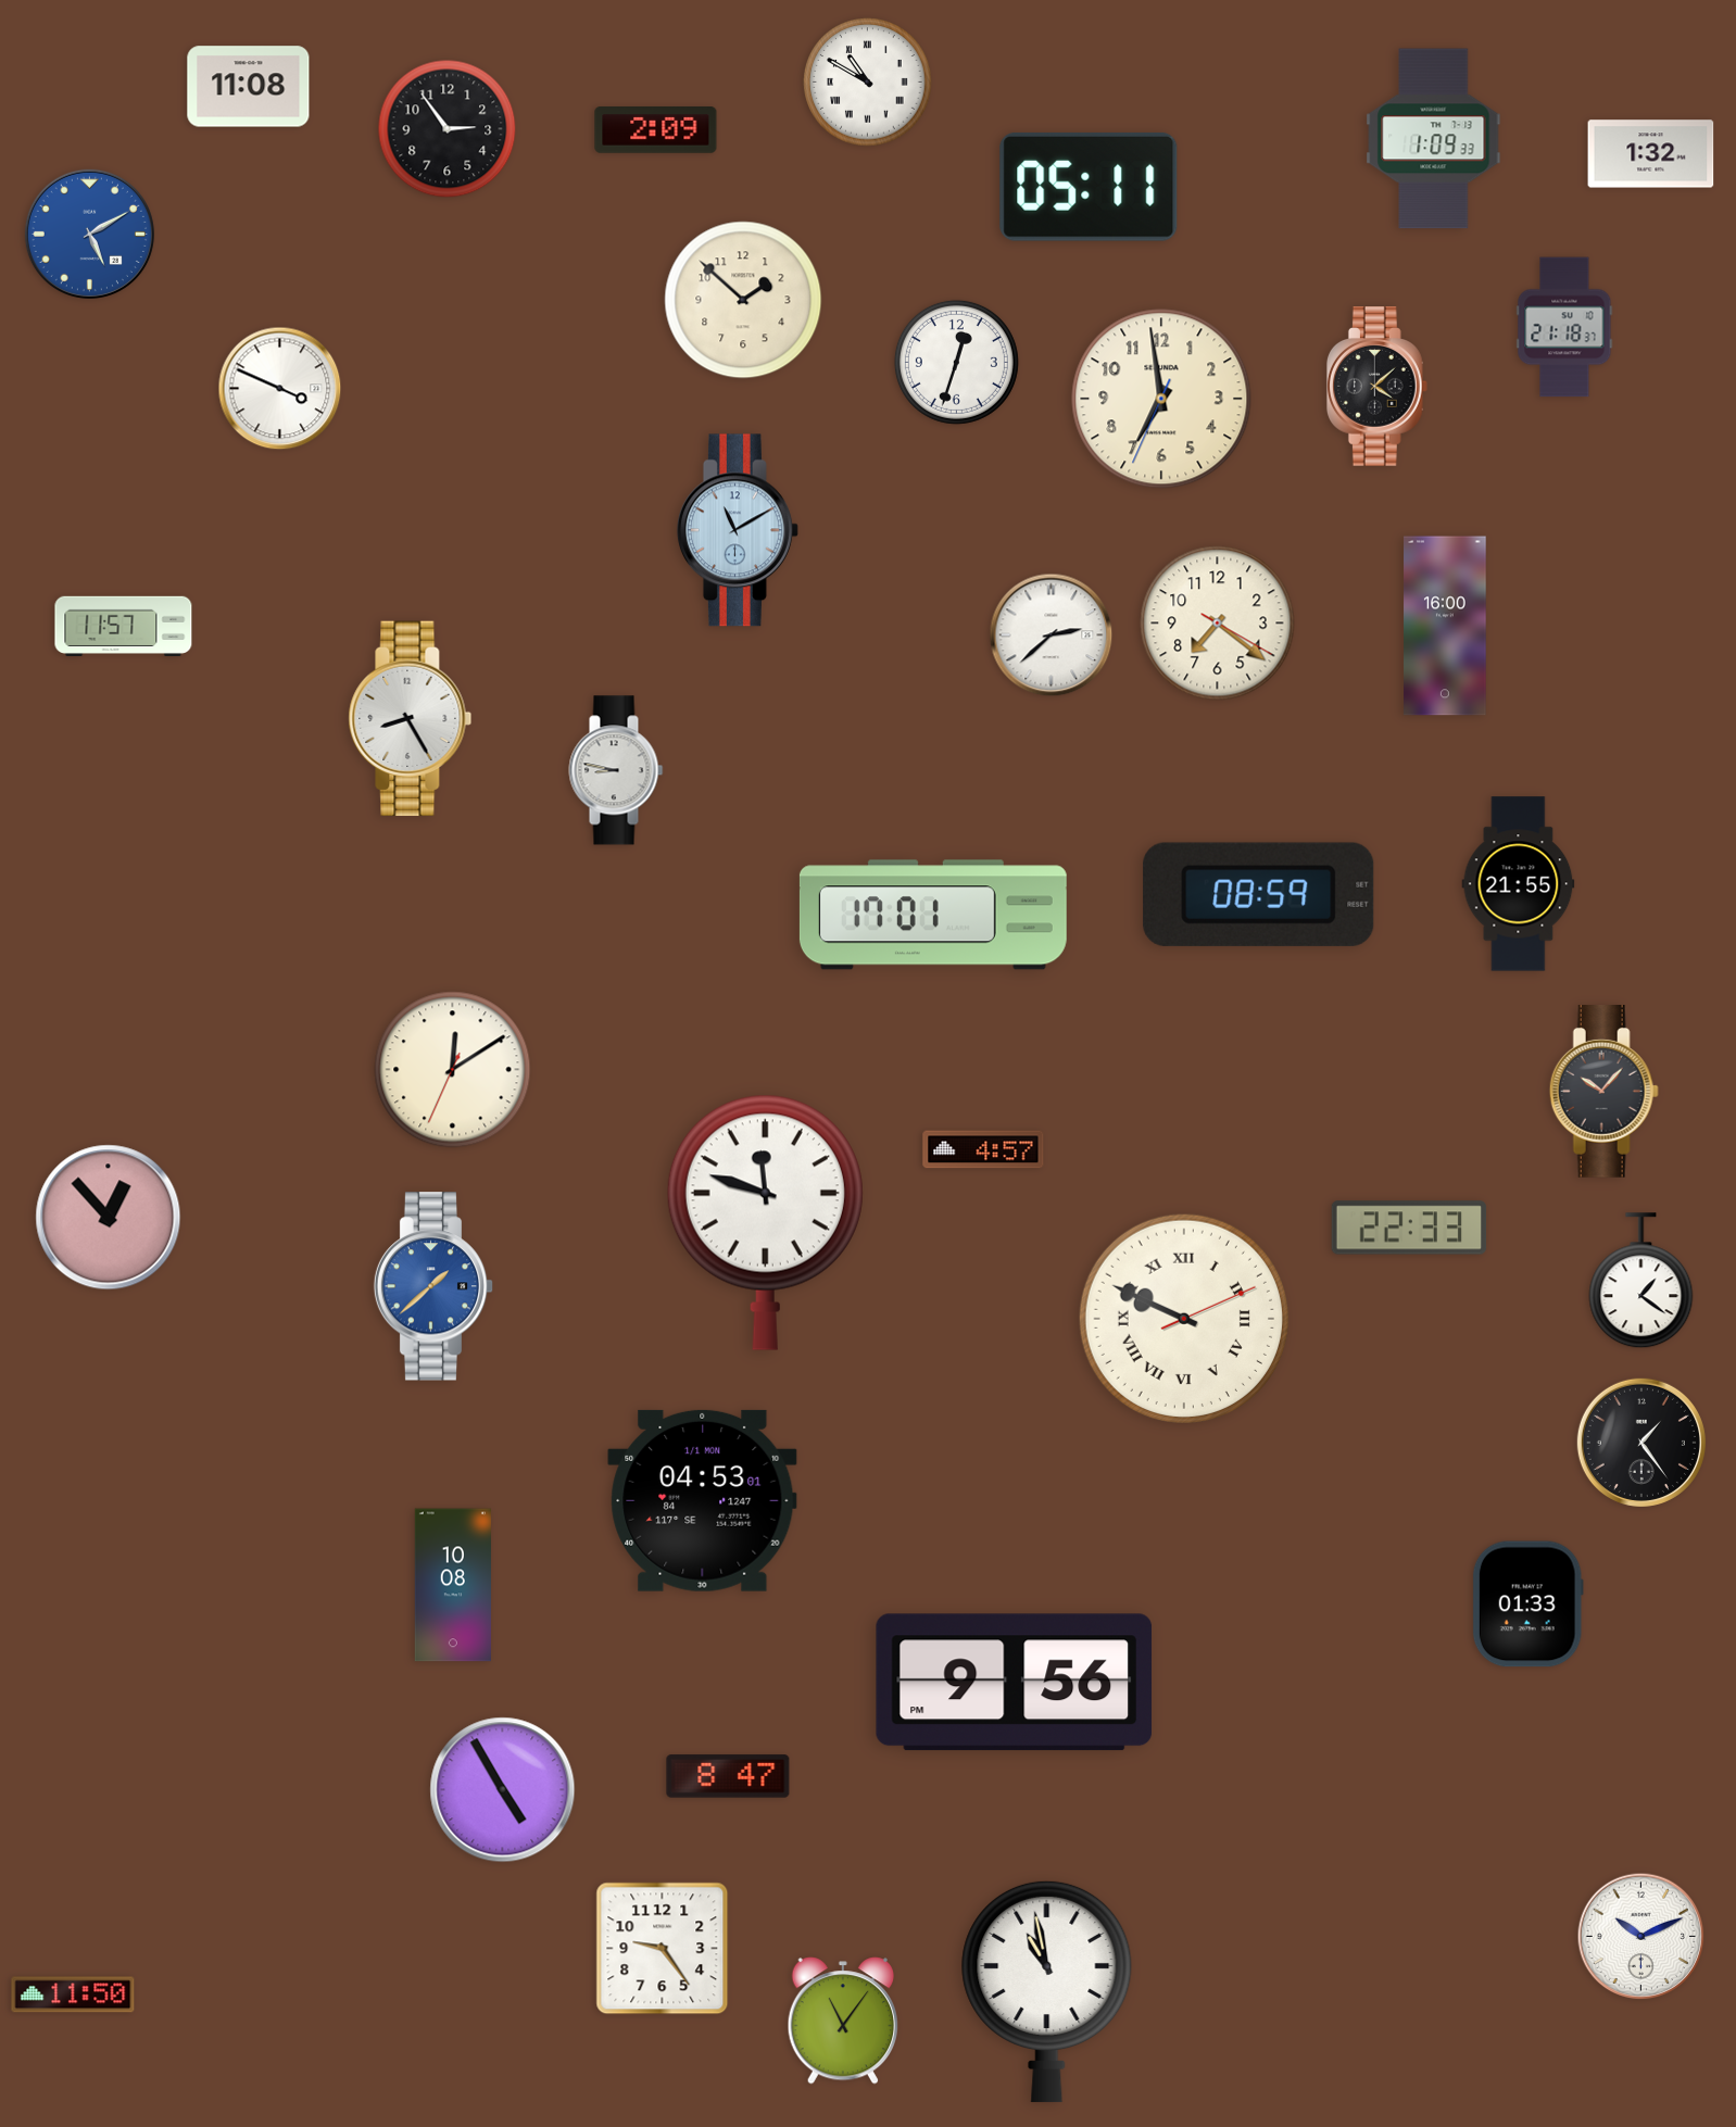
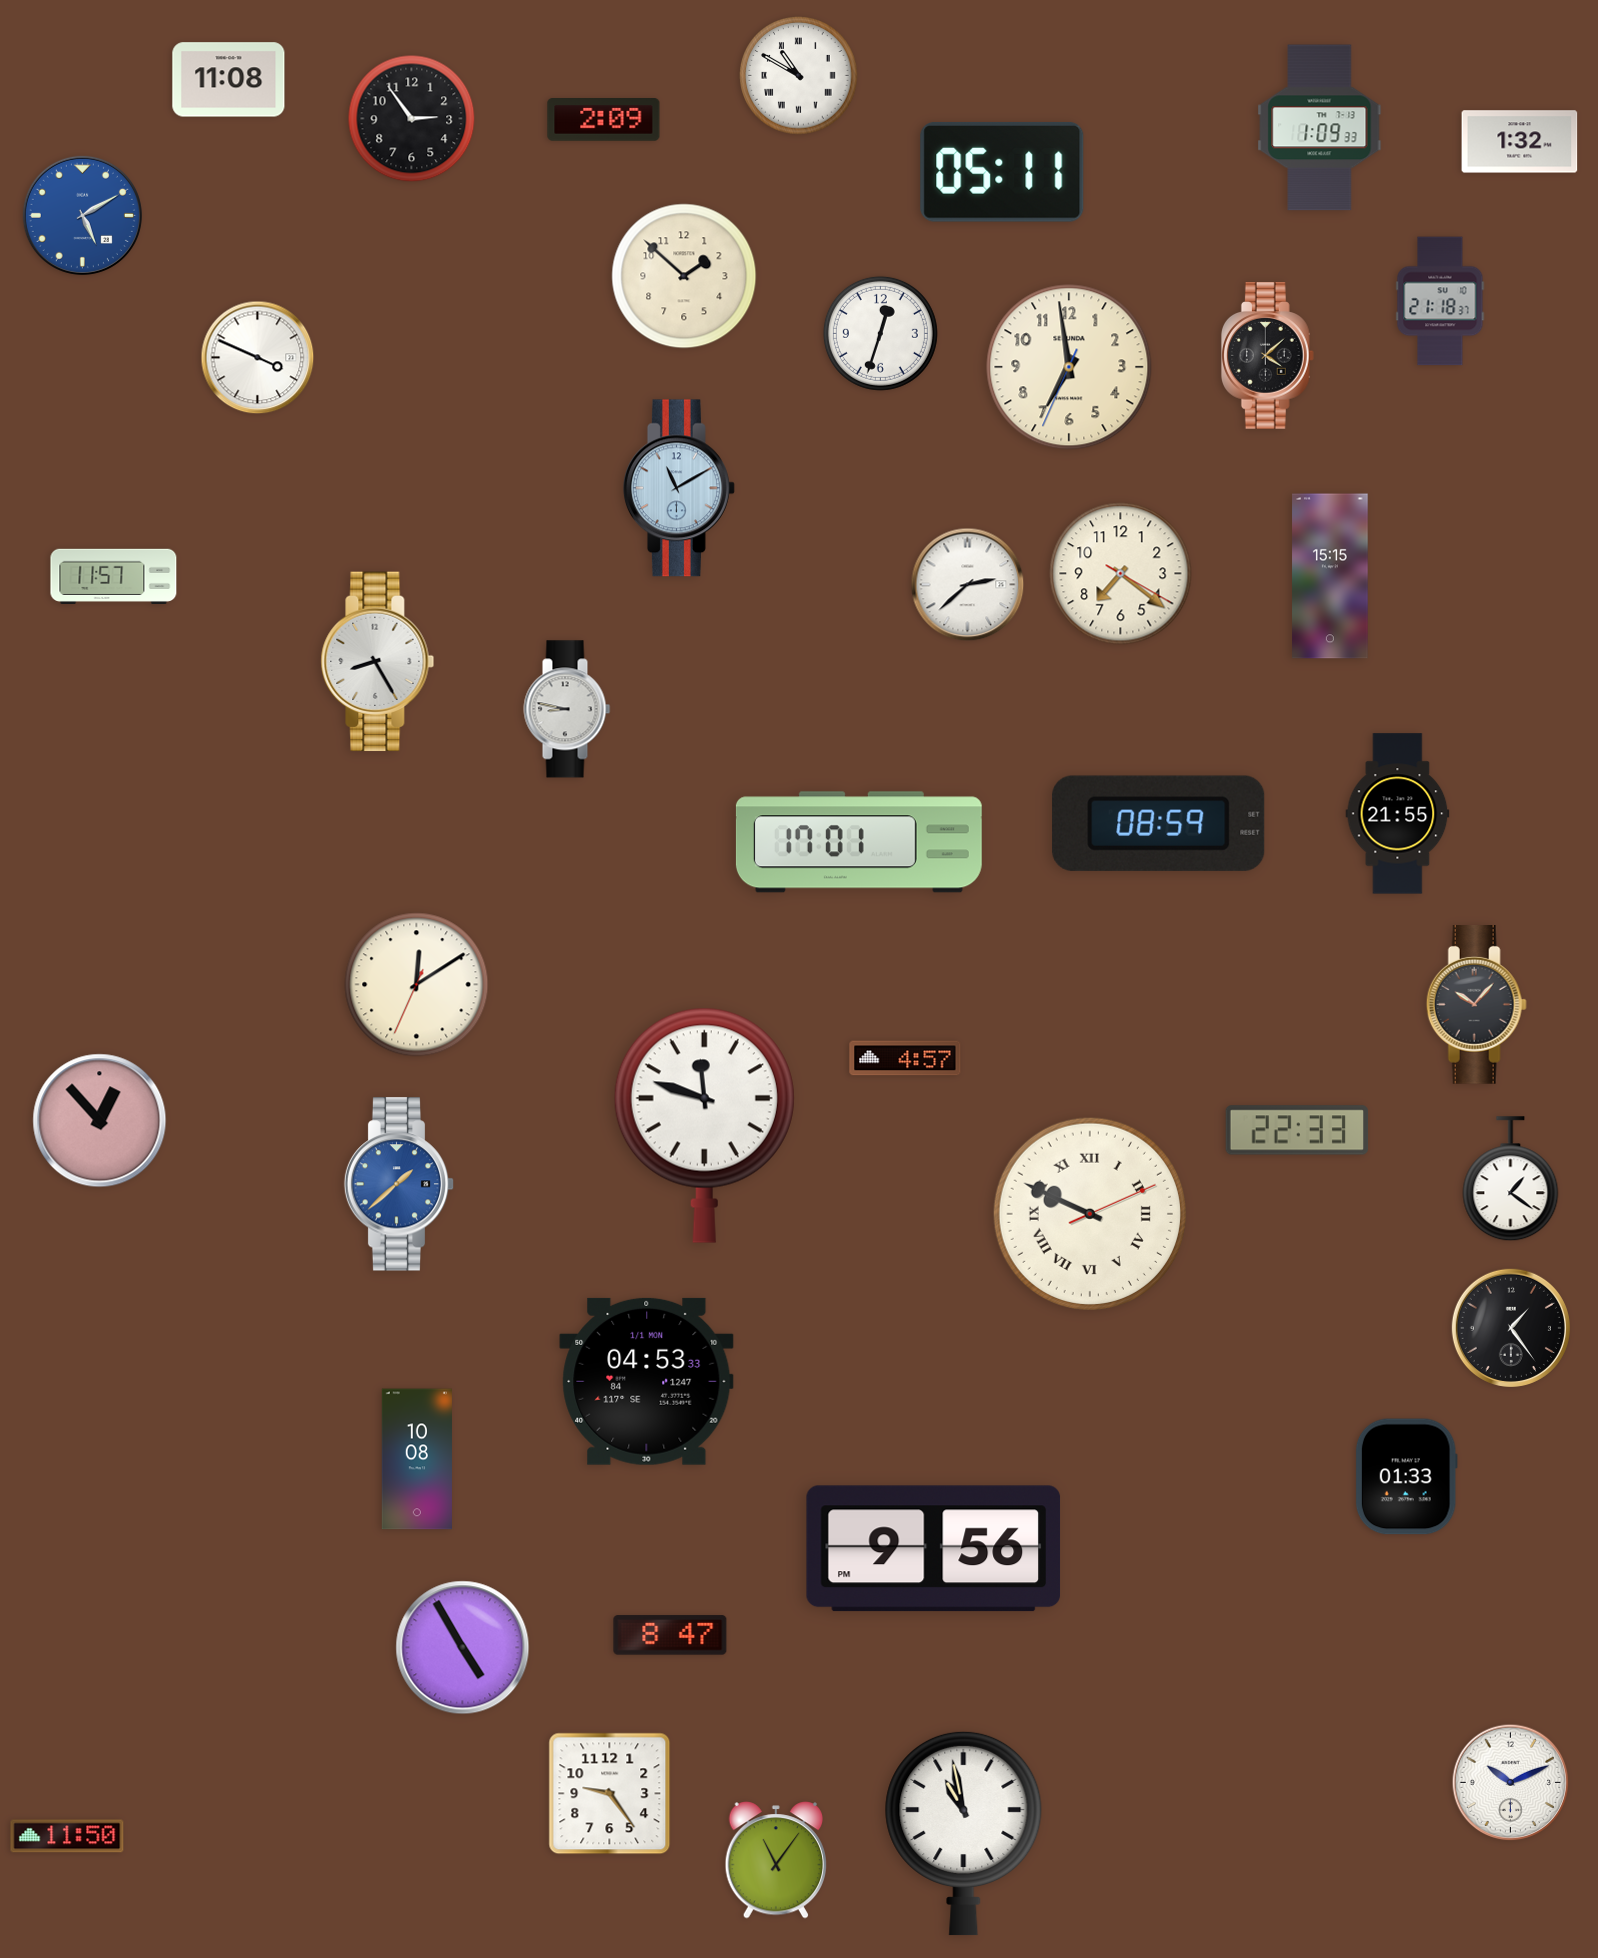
clock at (1445, 626): 16:00 -> 15:15
clock at (703, 1500): 04:53:01 -> 04:53:33
